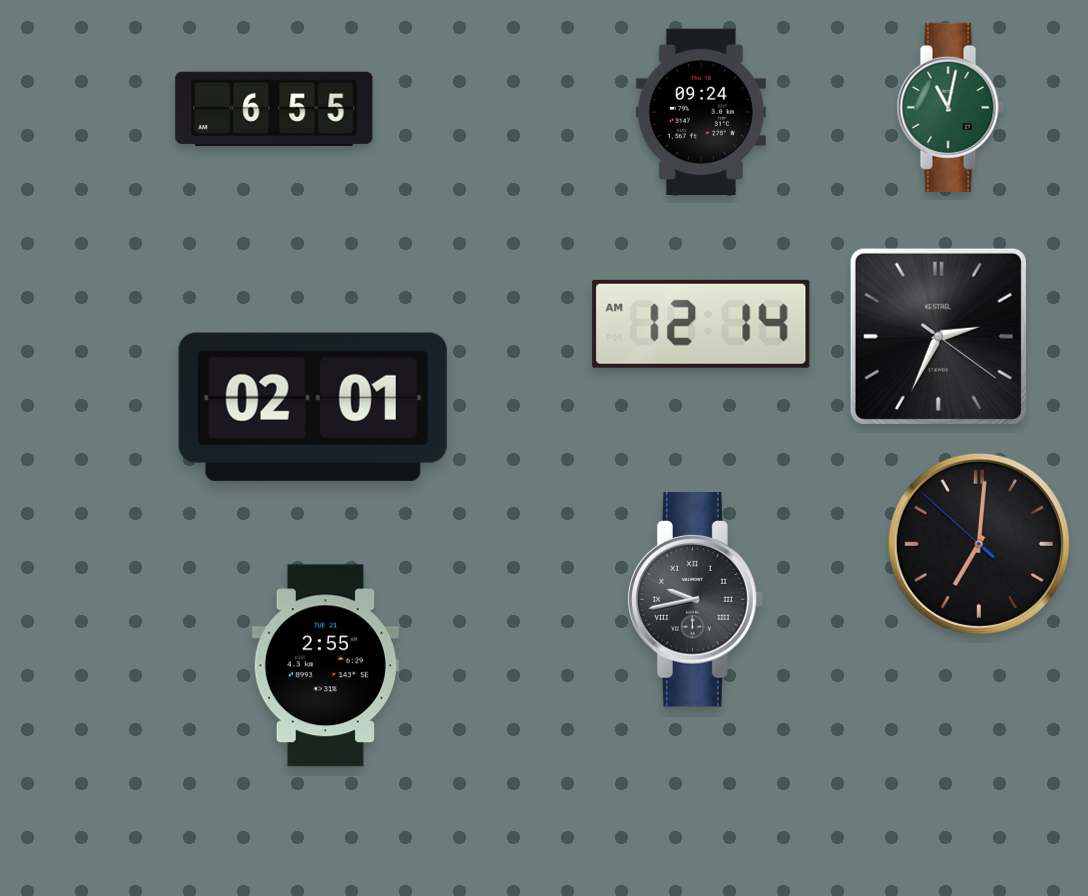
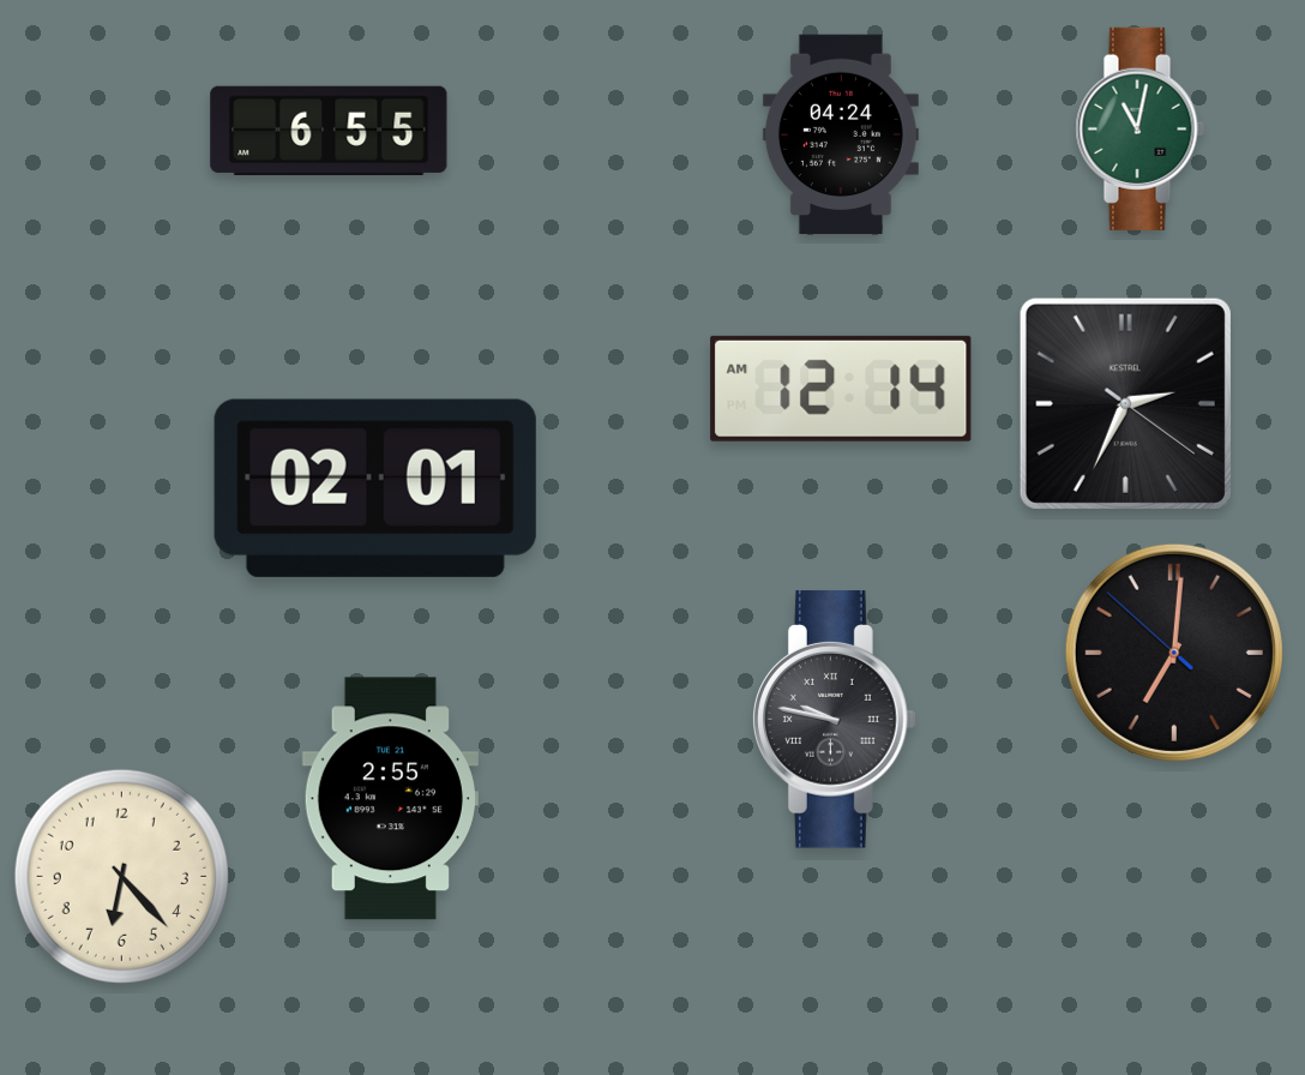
clock at (701, 112): 09:24 -> 04:24
clock at (696, 600): 9:43 -> 9:47
clock at (121, 876): none -> 6:23
